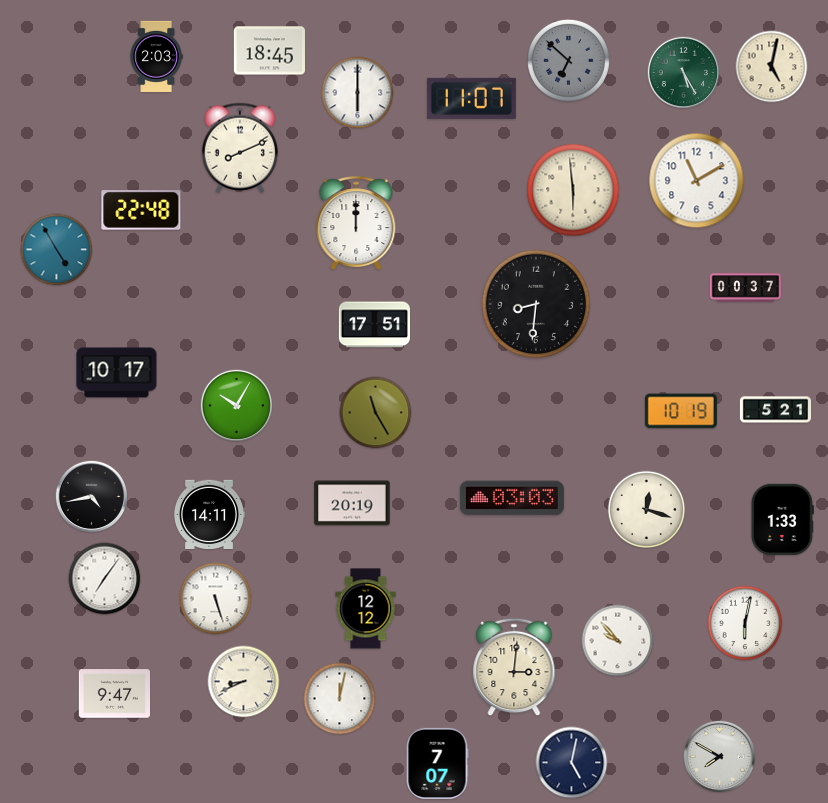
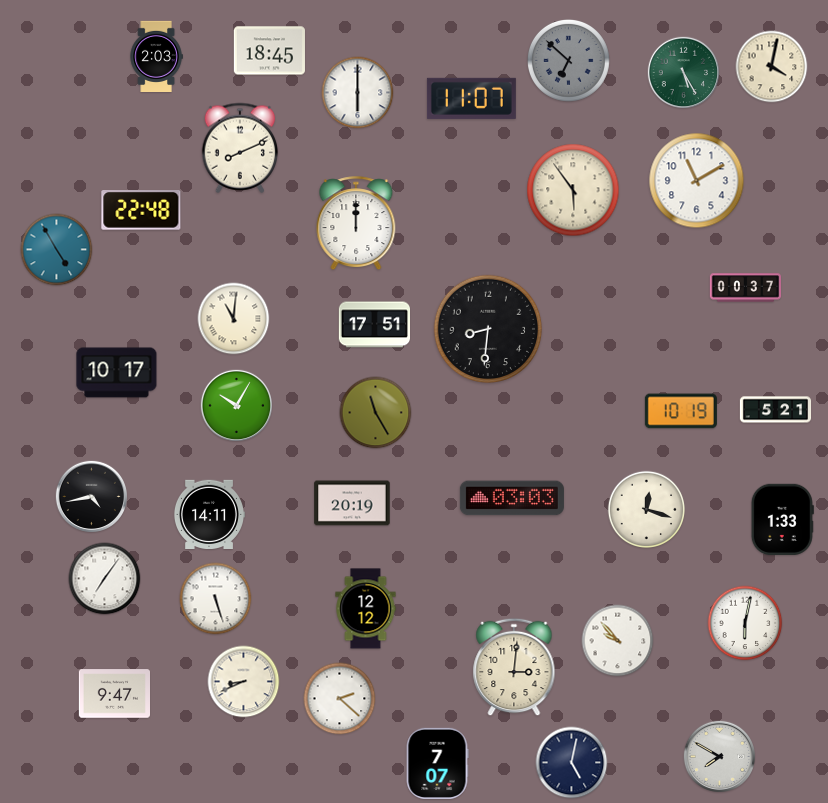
clock at (772, 67): 5:02 -> 4:02
clock at (573, 190): 5:59 -> 5:54
clock at (536, 304) position: (536, 304) -> (488, 329)
clock at (234, 319): none -> 11:01
clock at (340, 699): 12:02 -> 2:22
